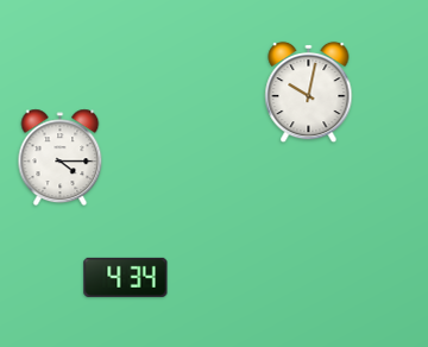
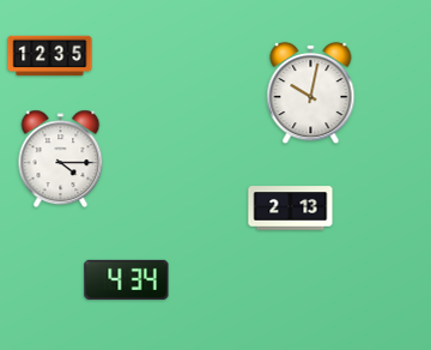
clock at (50, 56): none -> 12:35
clock at (291, 209): none -> 2:13
